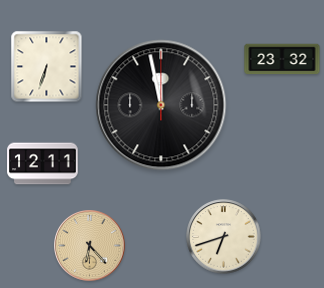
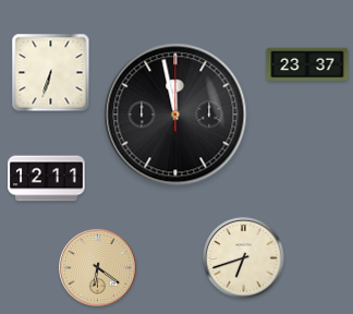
clock at (282, 59): 23:32 -> 23:37
clock at (90, 246): 6:23 -> 6:21
